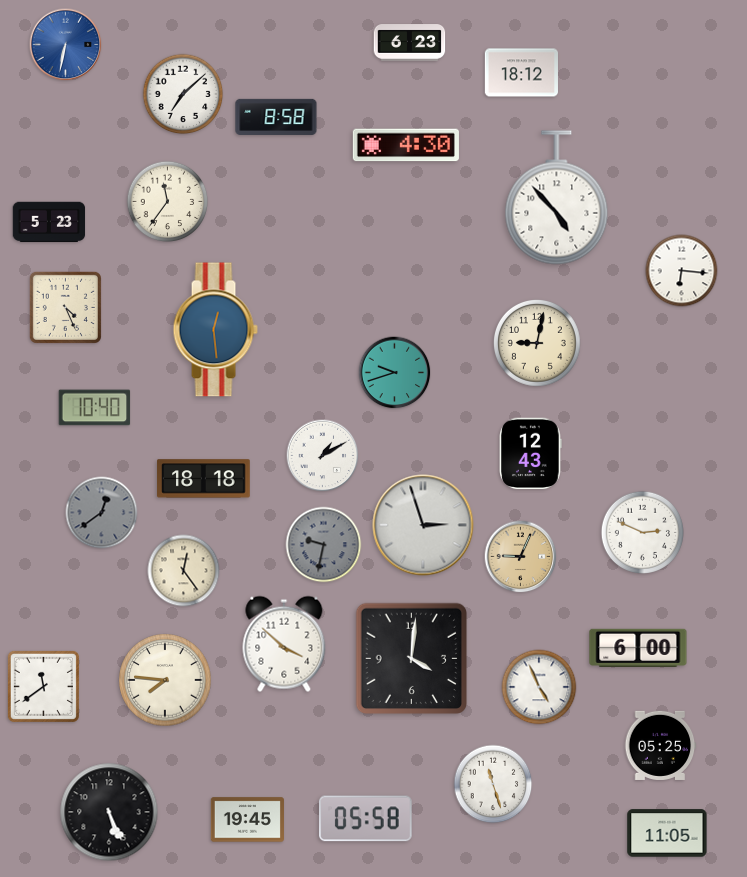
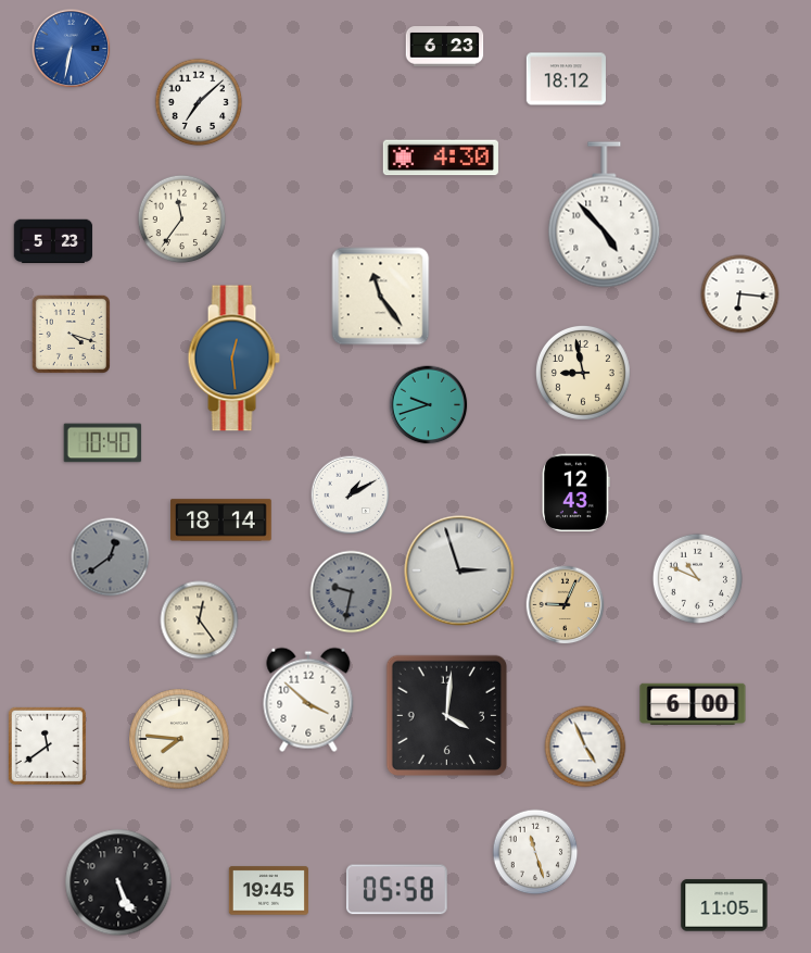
clock at (276, 117): 8:58 -> none
clock at (381, 297): none -> 11:24
clock at (65, 307): 4:26 -> 4:18
clock at (537, 343): 9:02 -> 8:58
clock at (204, 479): 18:18 -> 18:14
clock at (642, 532): 2:49 -> 10:49
clock at (661, 745): 05:25 -> none
